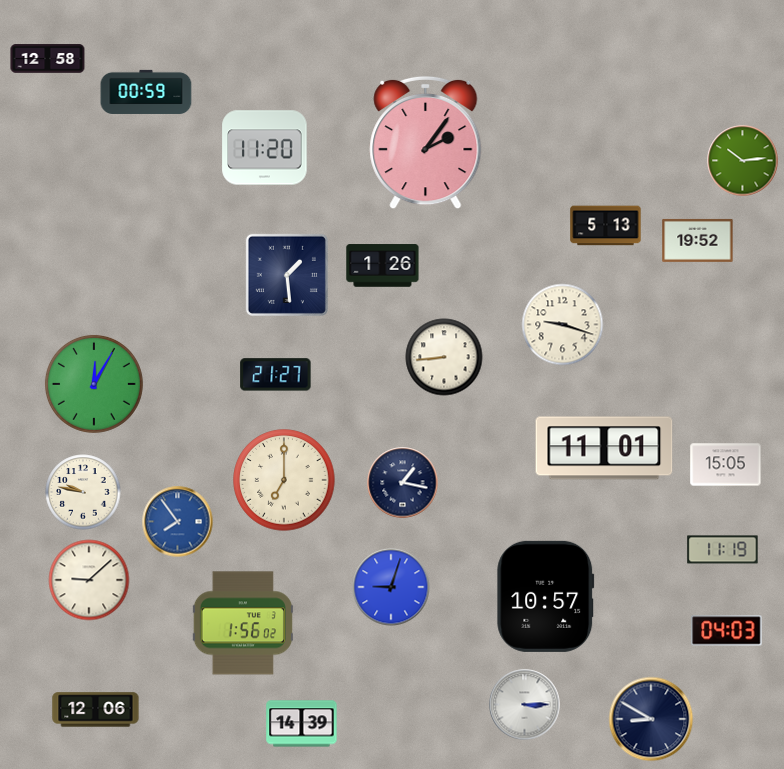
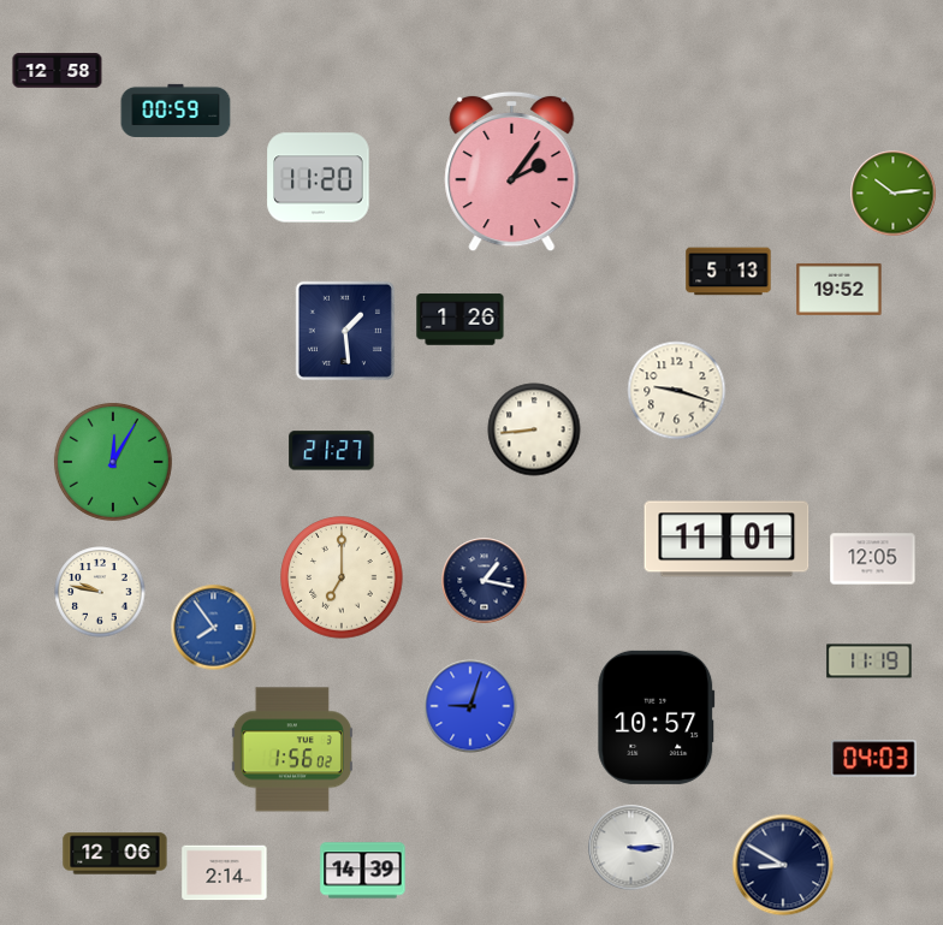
clock at (726, 465): 15:05 -> 12:05
clock at (89, 580): 9:08 -> none
clock at (225, 873): none -> 2:14
